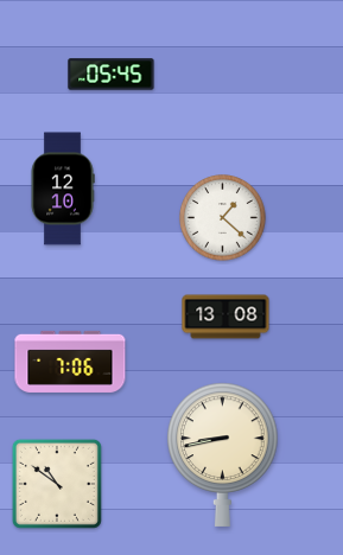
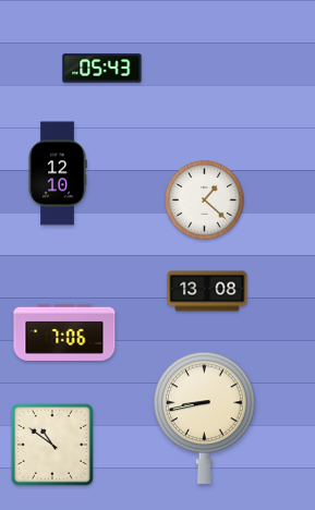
clock at (112, 75): 05:45 -> 05:43
